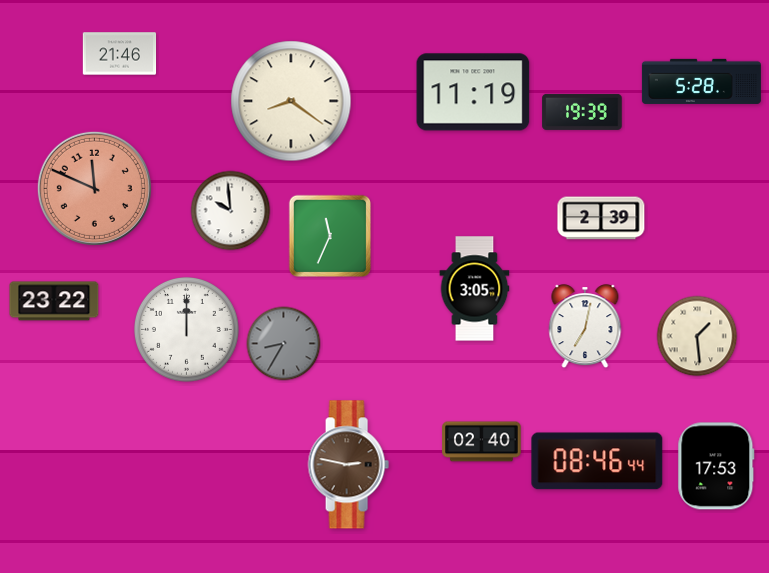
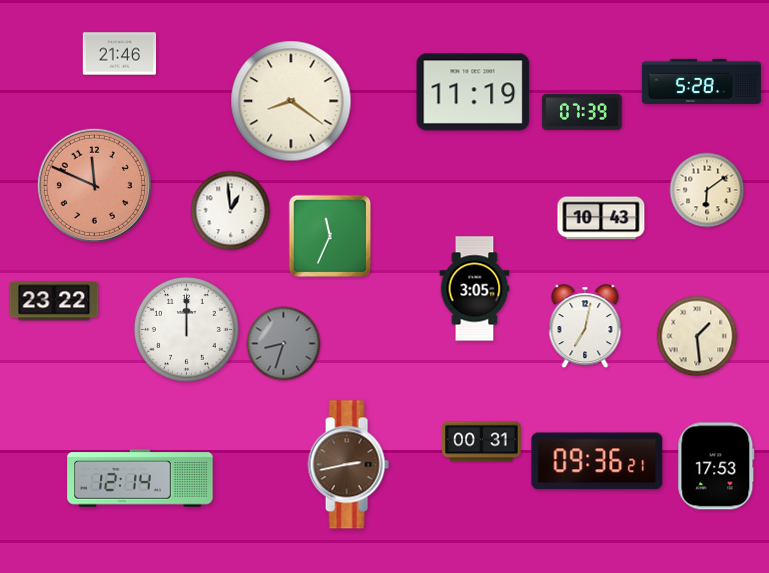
clock at (582, 112): 19:39 -> 07:39
clock at (94, 188) position: (94, 188) -> (94, 185)
clock at (707, 190): none -> 6:09
clock at (231, 211): 9:59 -> 12:59
clock at (601, 218): 2:39 -> 10:43
clock at (284, 344): 8:35 -> 8:33
clock at (482, 442): 02:40 -> 00:31
clock at (597, 461): 08:46 -> 09:36
clock at (348, 465): 2:47 -> 2:43
clock at (140, 478): none -> 12:14
